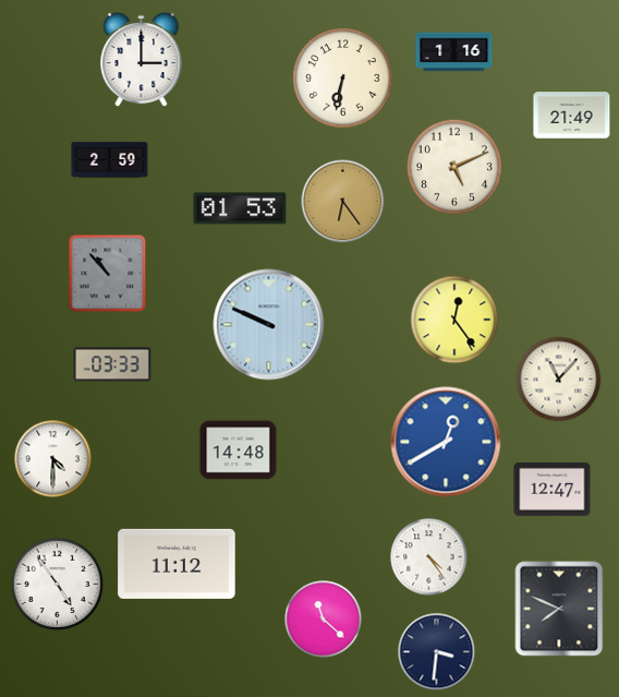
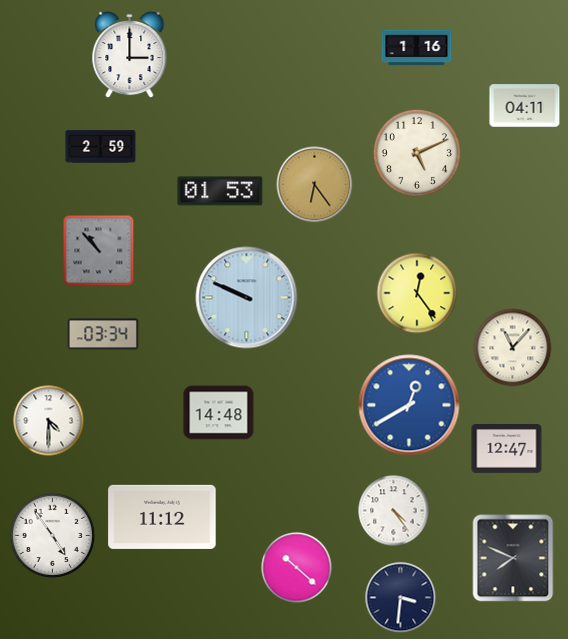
clock at (343, 79): 6:32 -> none
clock at (572, 116): 21:49 -> 04:11
clock at (112, 364): 03:33 -> 03:34
clock at (324, 620): 11:22 -> 10:22
